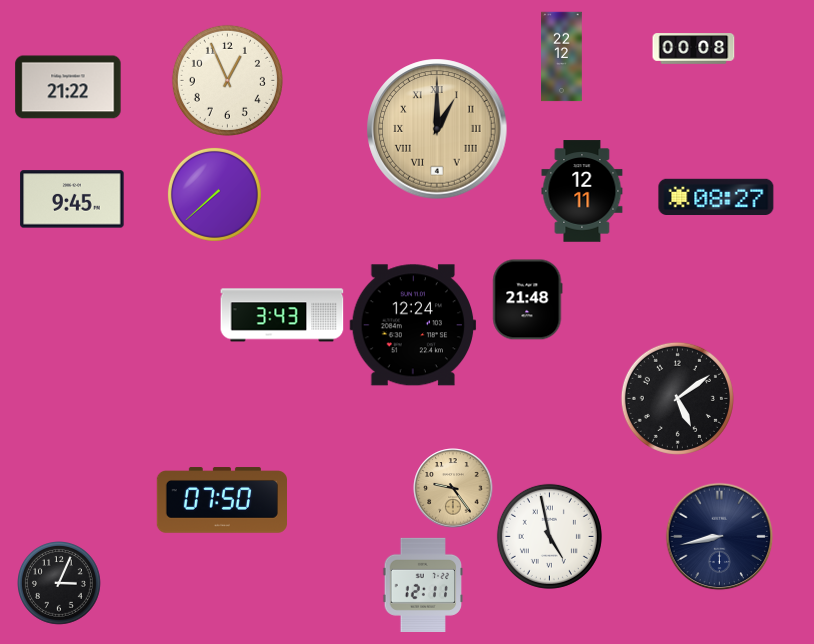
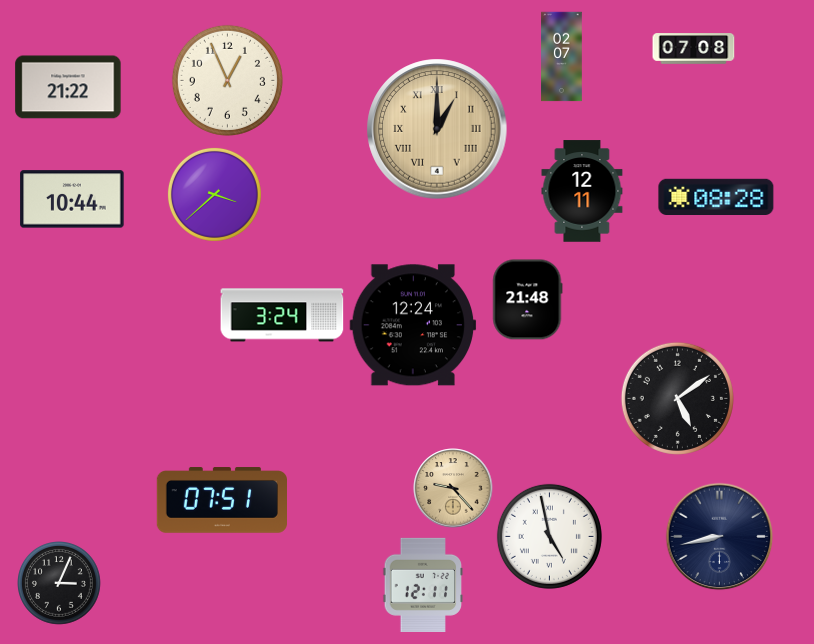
clock at (694, 49): 00:08 -> 07:08
clock at (562, 57): 22:12 -> 02:07
clock at (214, 194): 7:38 -> 3:38
clock at (716, 196): 08:27 -> 08:28
clock at (72, 199): 9:45 -> 10:44
clock at (282, 315): 3:43 -> 3:24
clock at (453, 488): 9:24 -> 9:23
clock at (221, 500): 07:50 -> 07:51
